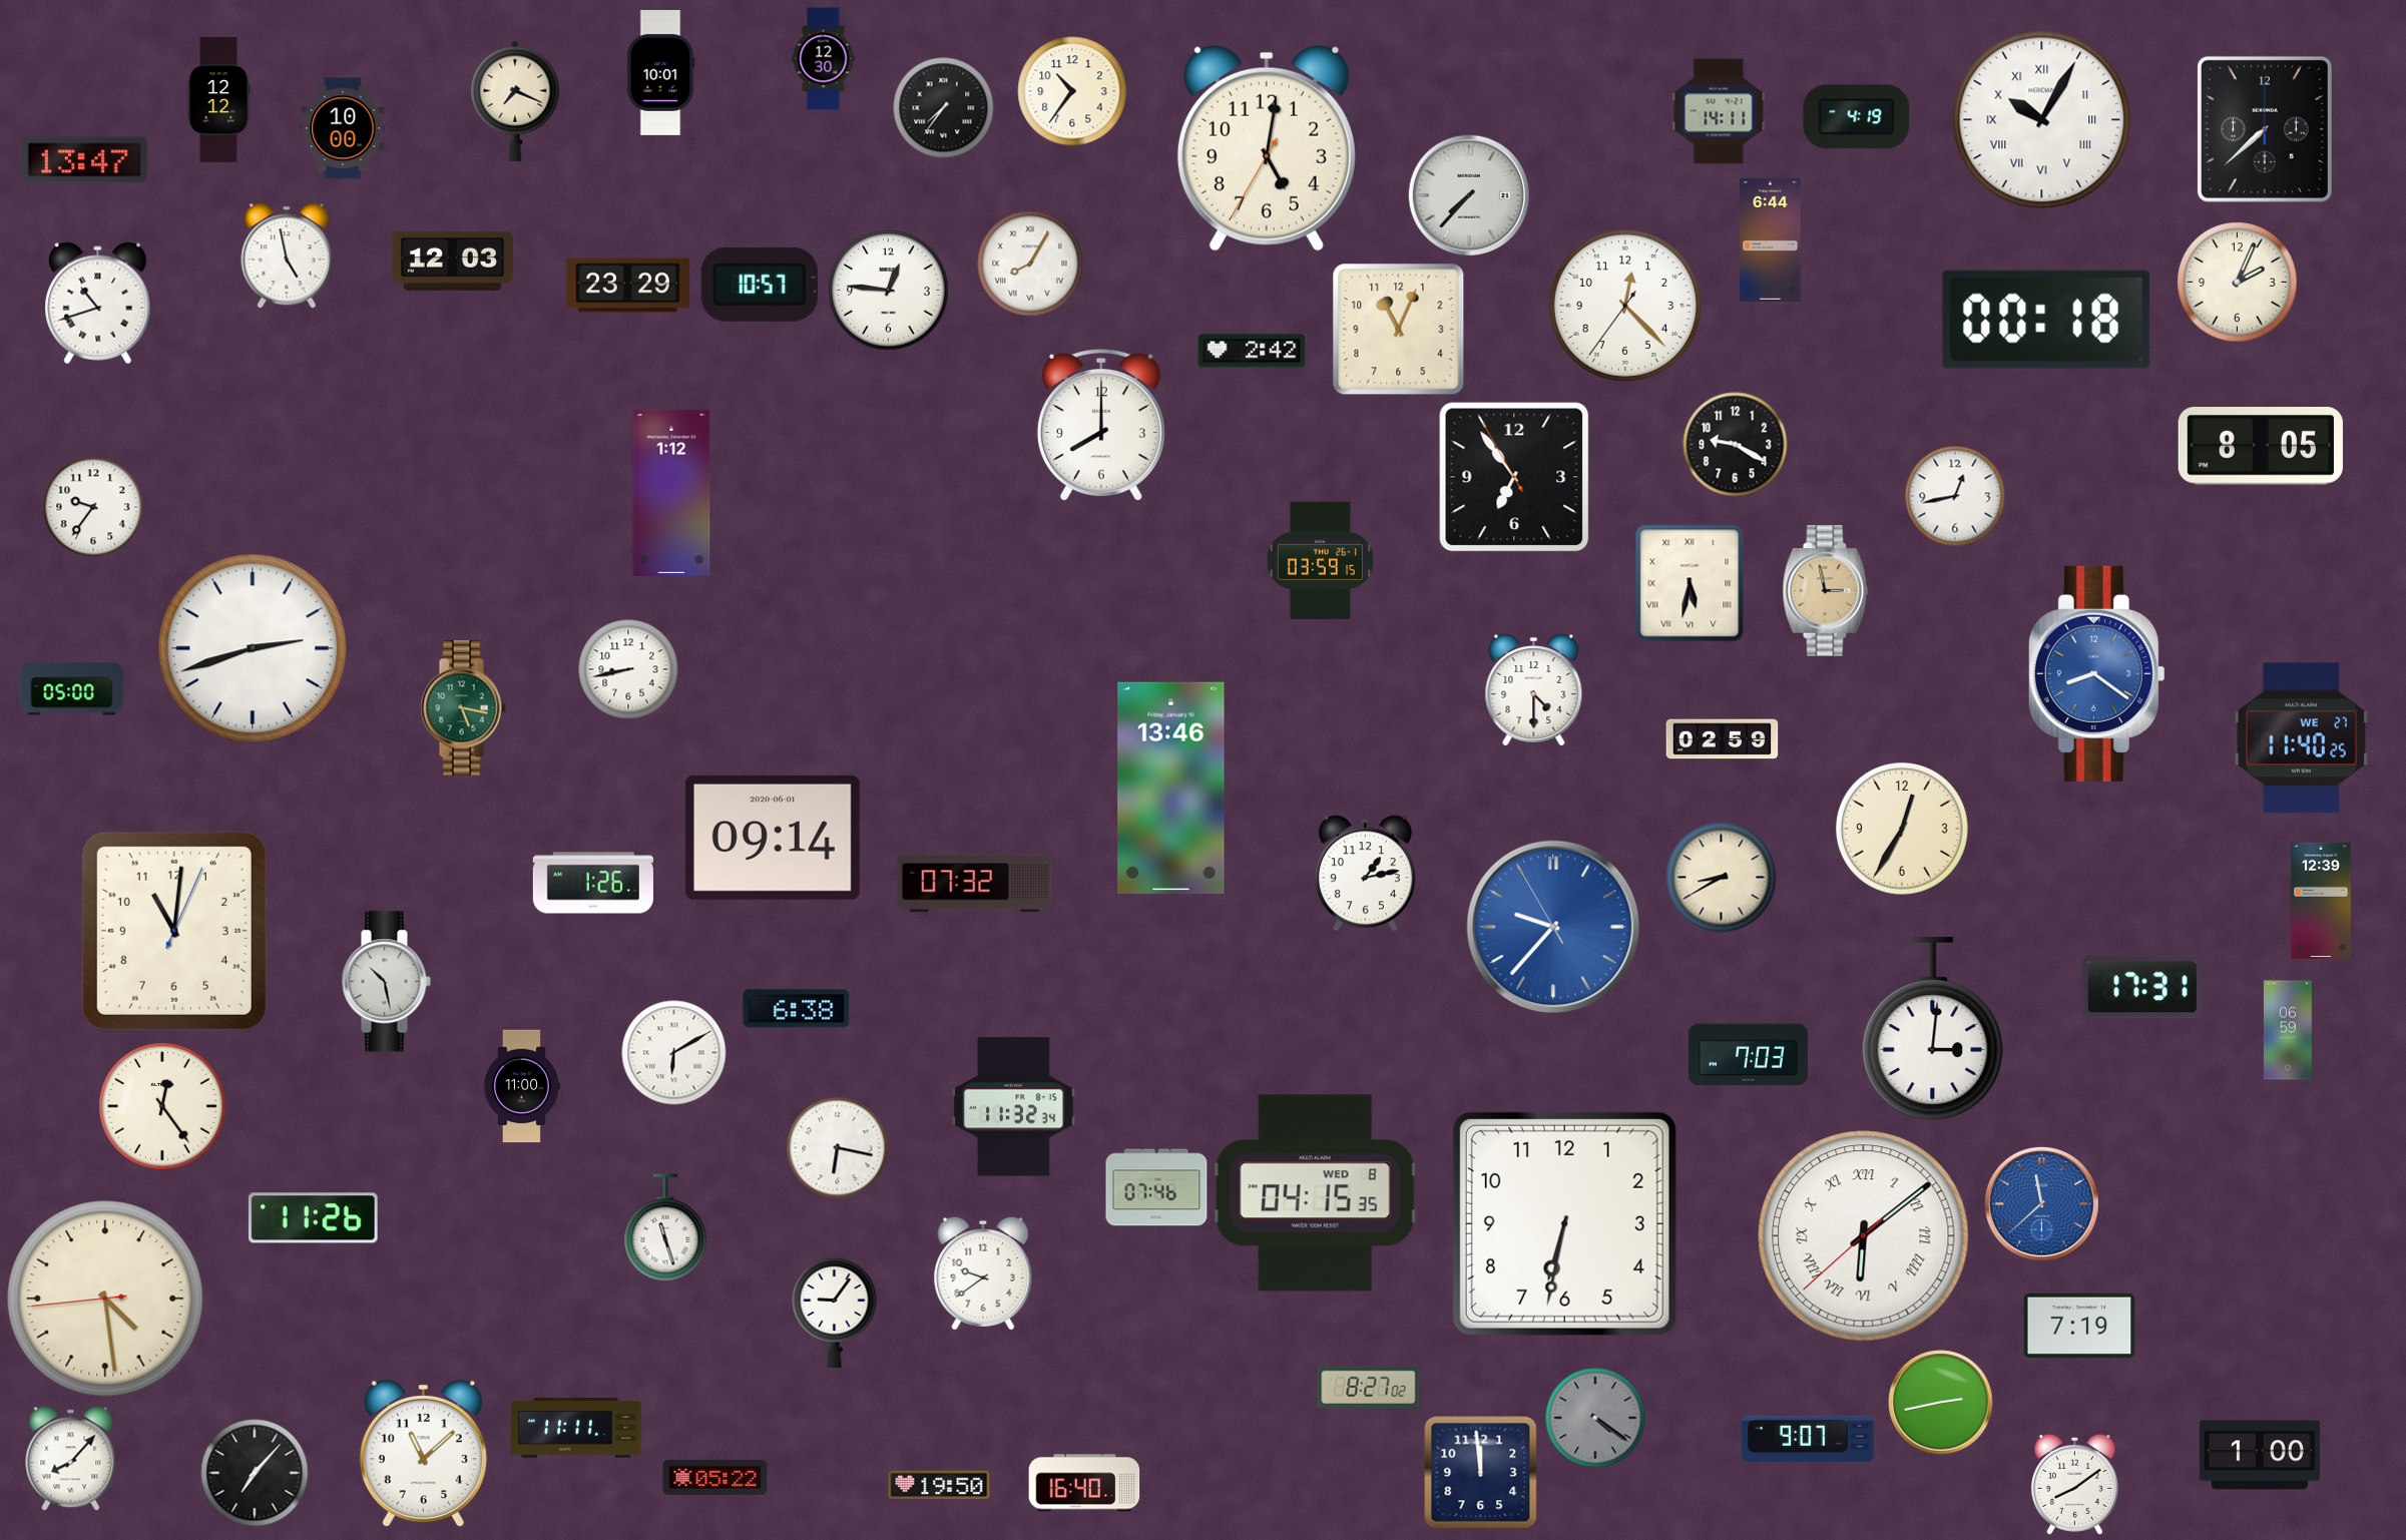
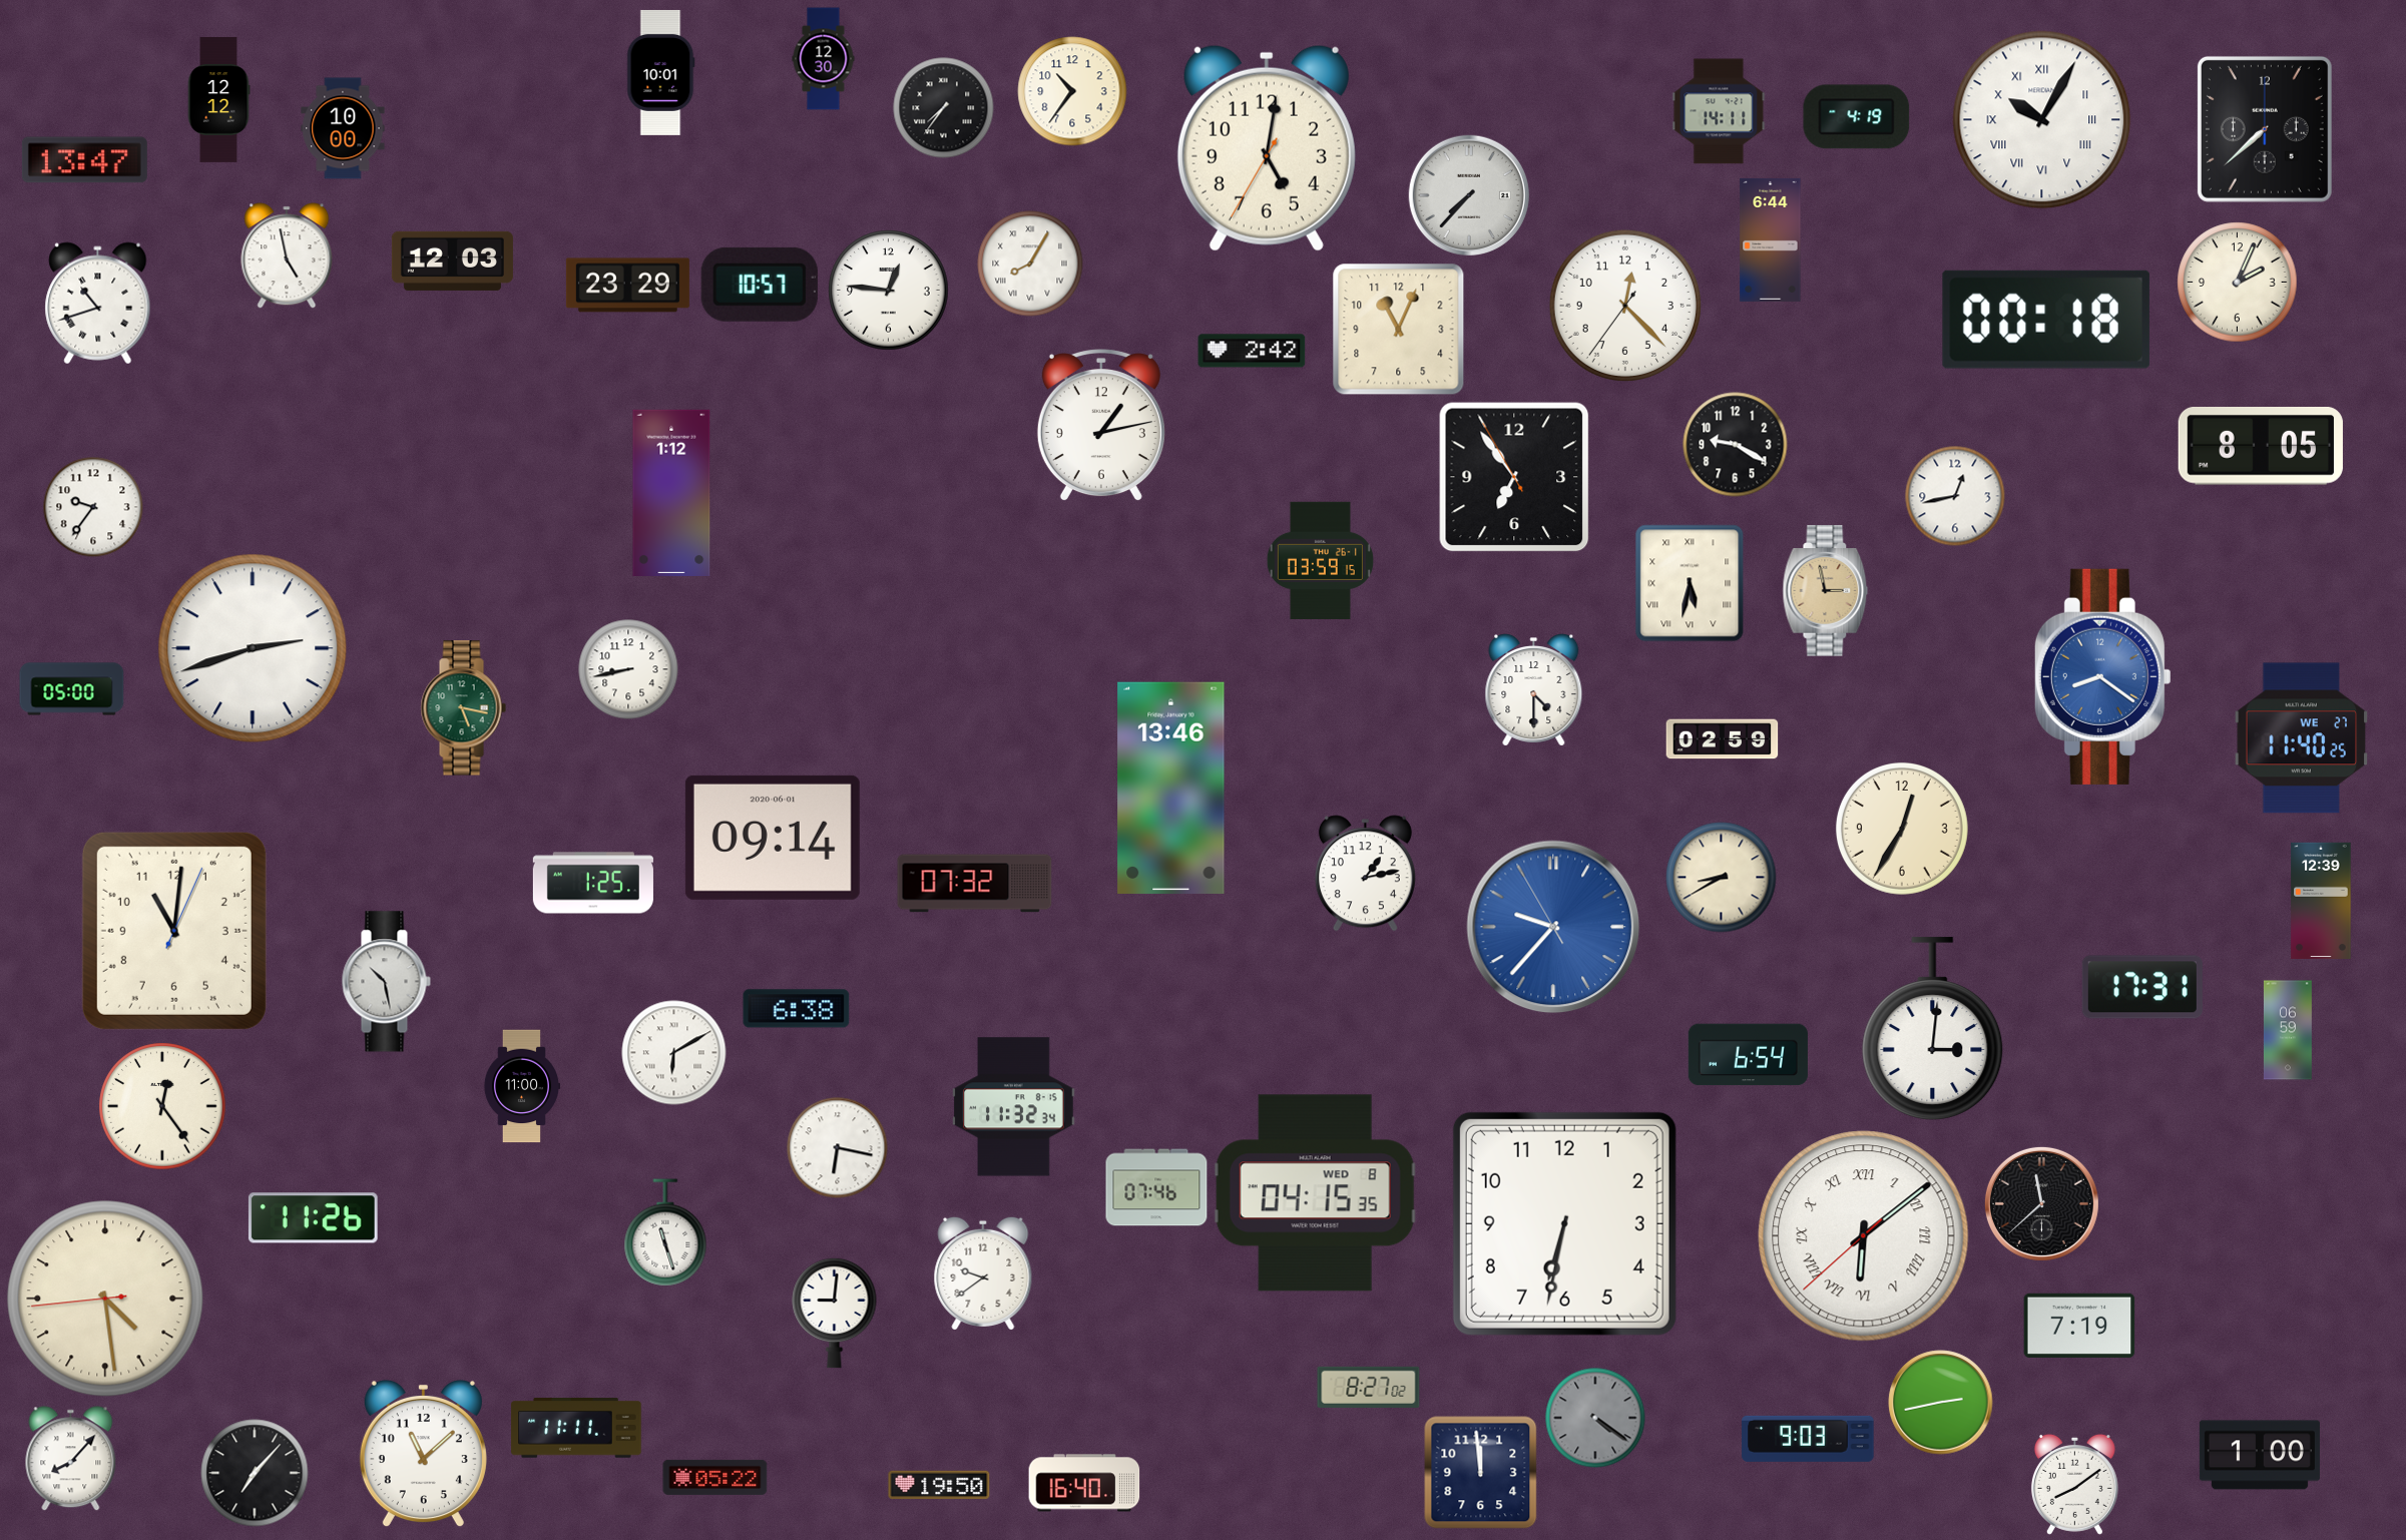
clock at (515, 101): 7:19 -> none
clock at (1101, 426): 8:00 -> 1:13
clock at (2096, 673) position: (2096, 673) -> (2102, 676)
clock at (593, 883): 1:26 -> 1:25
clock at (1748, 1055): 7:03 -> 6:54
clock at (2041, 1203) dial: blue -> black
clock at (665, 1227) position: (665, 1227) -> (665, 1232)
clock at (835, 1313): 9:06 -> 9:01
clock at (1808, 1439): 9:07 -> 9:03
